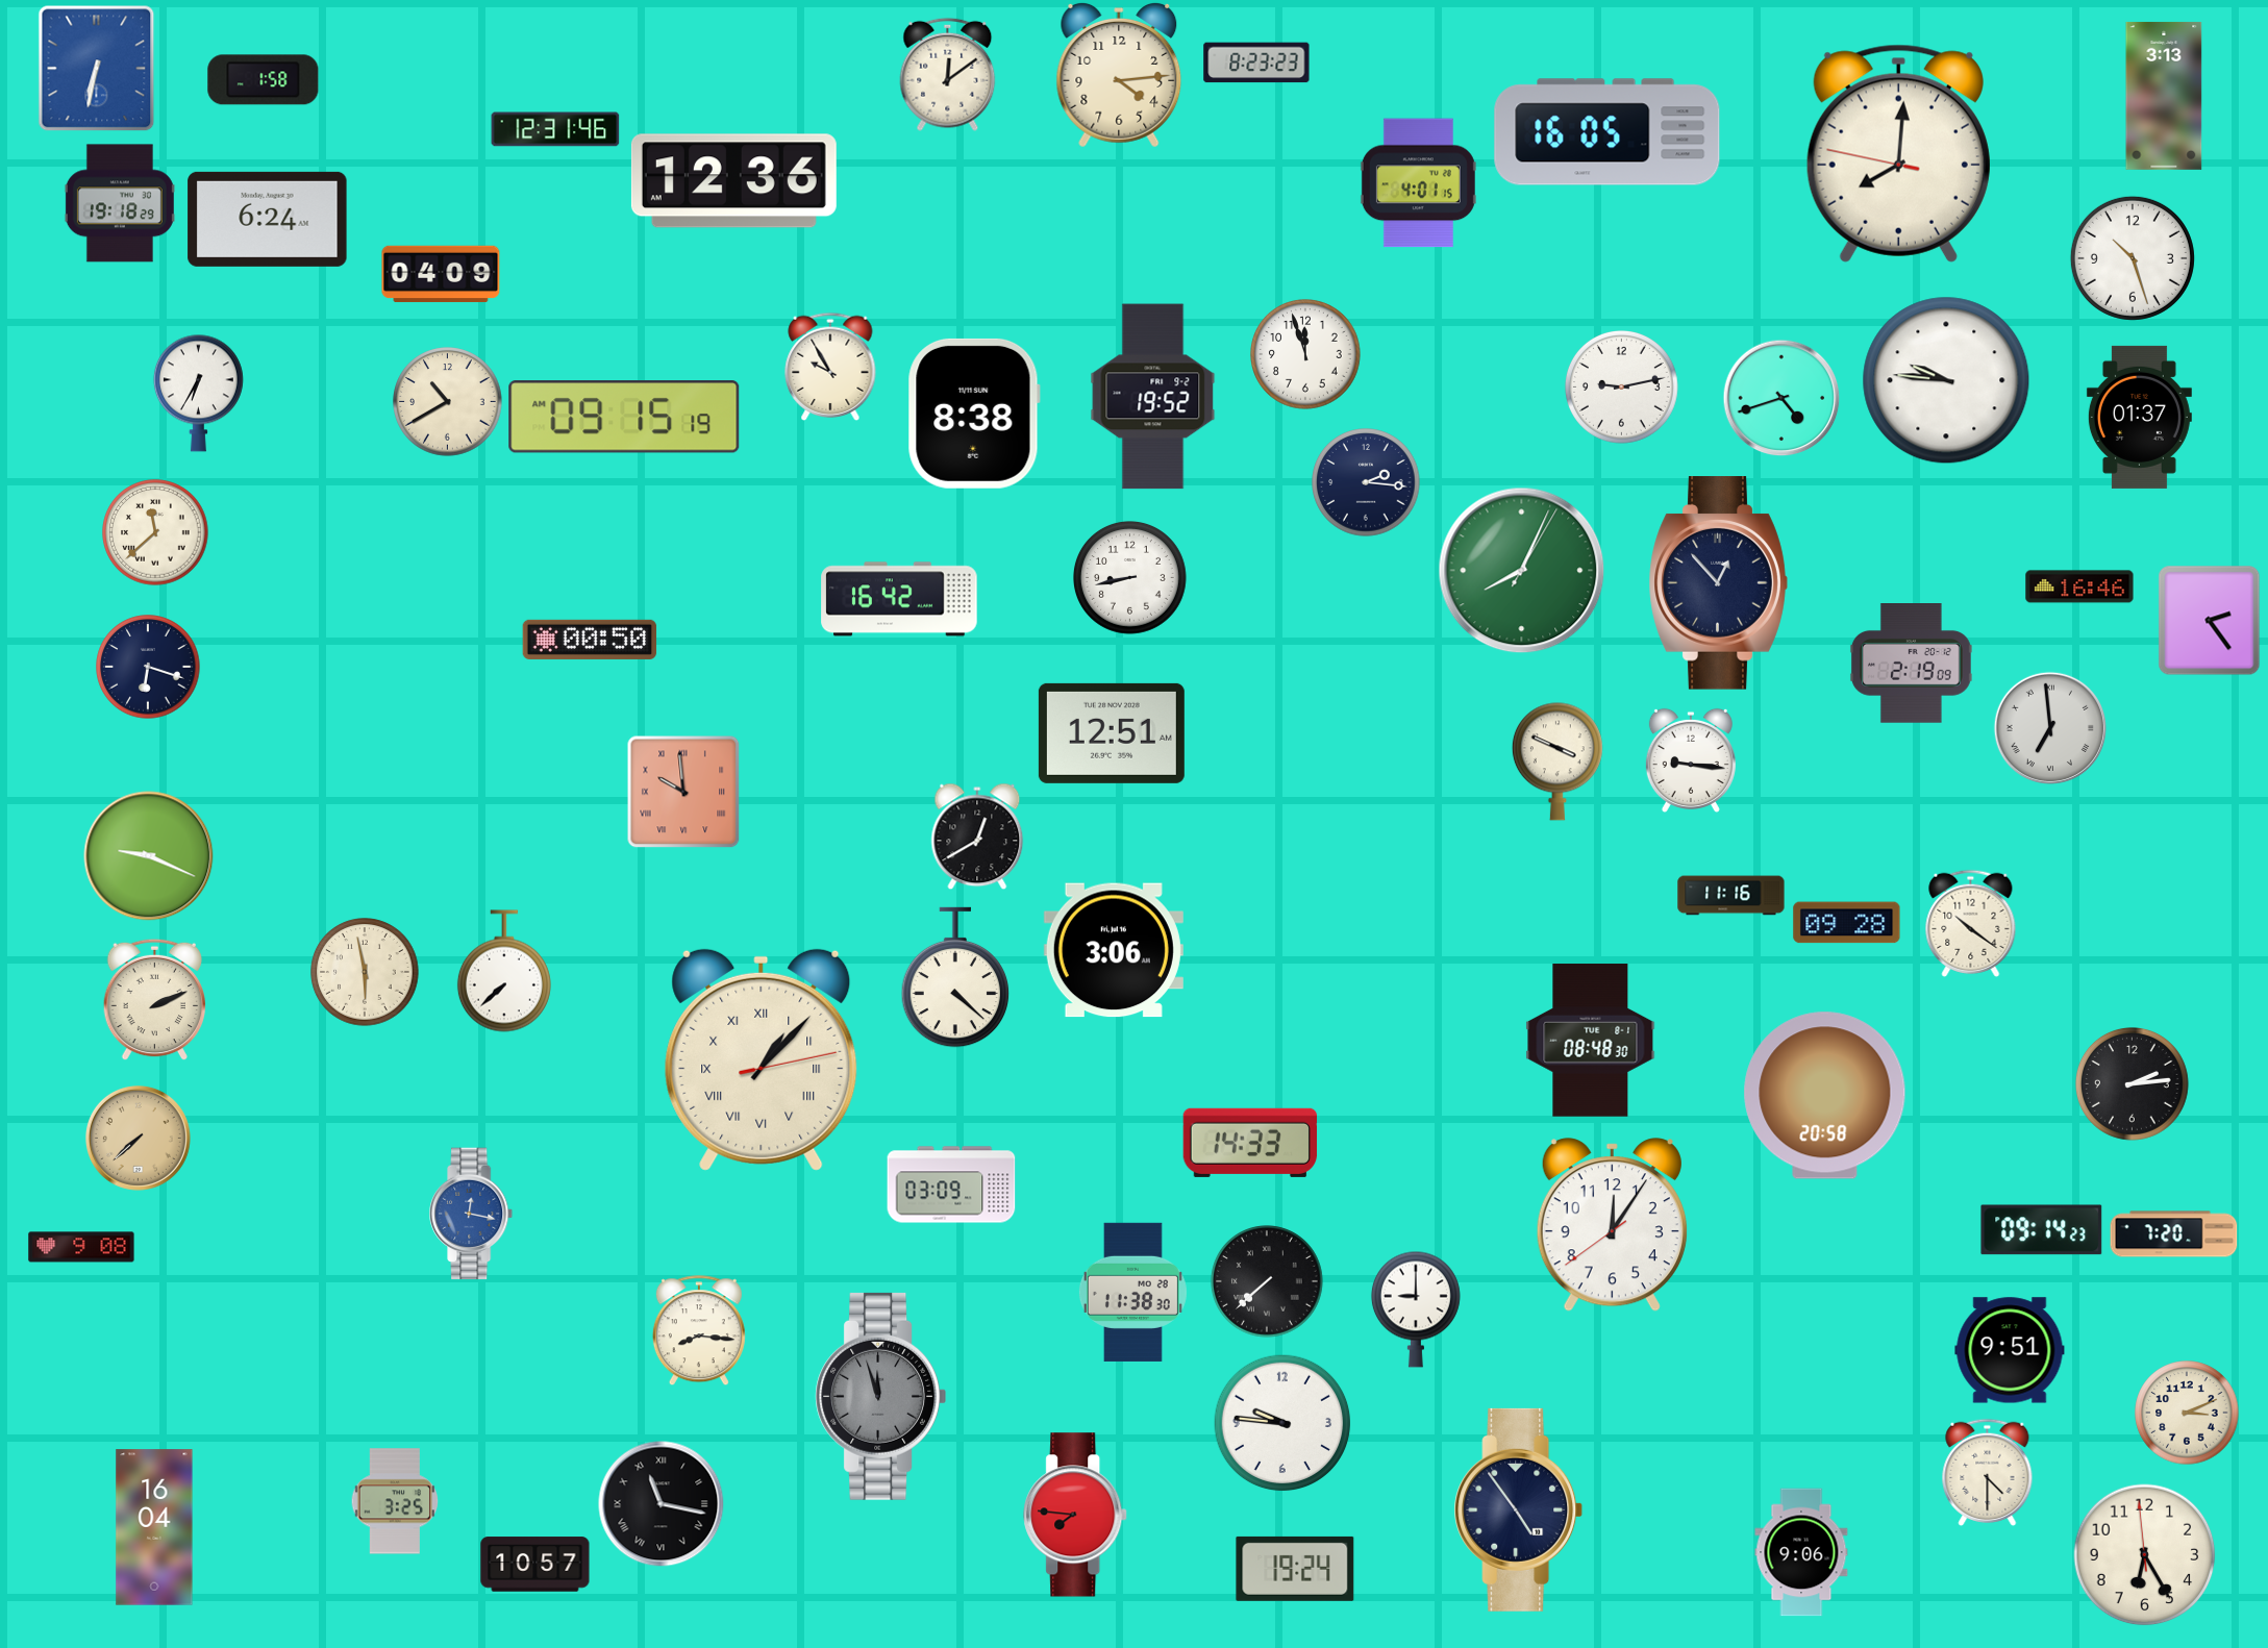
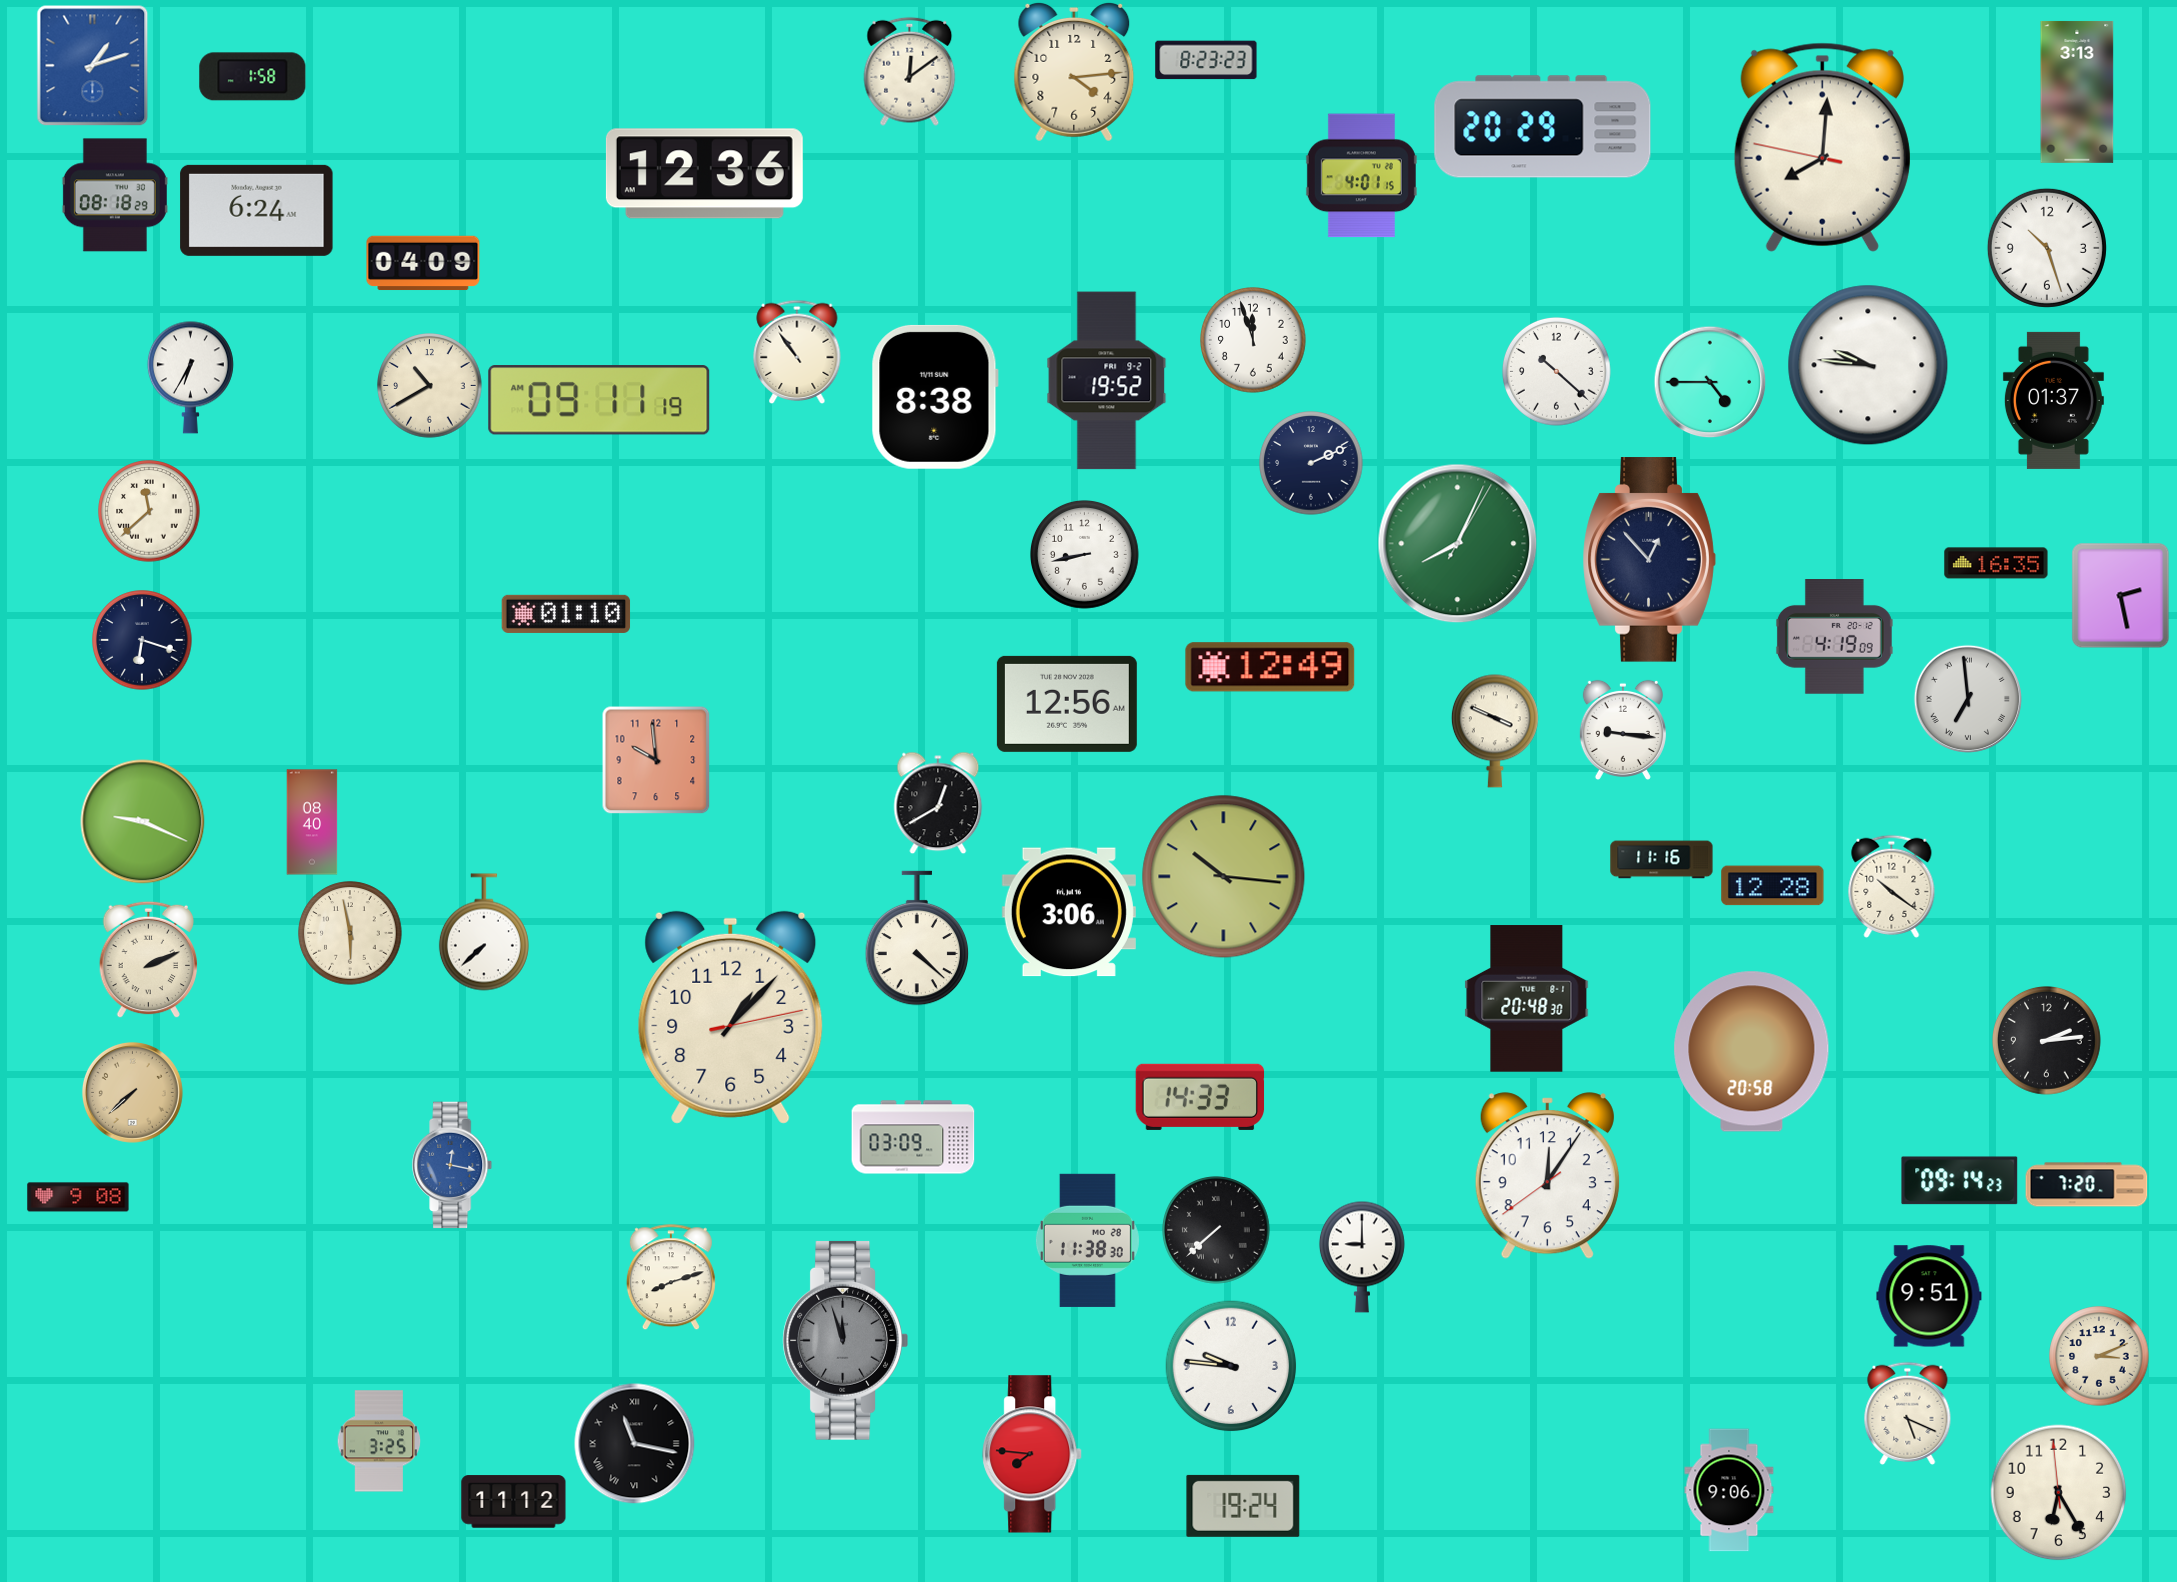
clock at (97, 69): 6:32 -> 1:12
clock at (555, 129): 12:31 -> none
clock at (1607, 132): 16:05 -> 20:29
clock at (120, 203): 19:18 -> 08:18
clock at (830, 366): 9:55 -> 10:54
clock at (1622, 388): 9:13 -> 10:22
clock at (1781, 398): 4:42 -> 4:45
clock at (624, 417): 09:15 -> 09:11
clock at (1366, 482): 2:16 -> 2:11
clock at (1522, 571) position: (1522, 571) -> (1458, 544)
clock at (2079, 586): 16:46 -> 16:35
clock at (899, 599): 16:42 -> none
clock at (2210, 621): 2:24 -> 2:28
clock at (590, 640): 00:50 -> 01:10
clock at (1911, 664): 2:19 -> 4:19
clock at (1270, 667): none -> 12:49
clock at (1112, 733): 12:51 -> 12:56
clock at (683, 792) numerals: Roman -> Arabic
clock at (312, 822): none -> 08:40
clock at (1224, 877): none -> 10:16
clock at (1847, 923): 09:28 -> 12:28
clock at (1591, 1041): 08:48 -> 20:48
clock at (762, 1059) numerals: Roman -> Arabic
clock at (1416, 1309) position: (1416, 1309) -> (1362, 1257)
clock at (699, 1330): 8:16 -> 8:12
clock at (1988, 1472): 4:30 -> 5:19
clock at (1519, 1509): 4:54 -> none
clock at (154, 1527): 16:04 -> none
clock at (535, 1565): 10:57 -> 11:12
